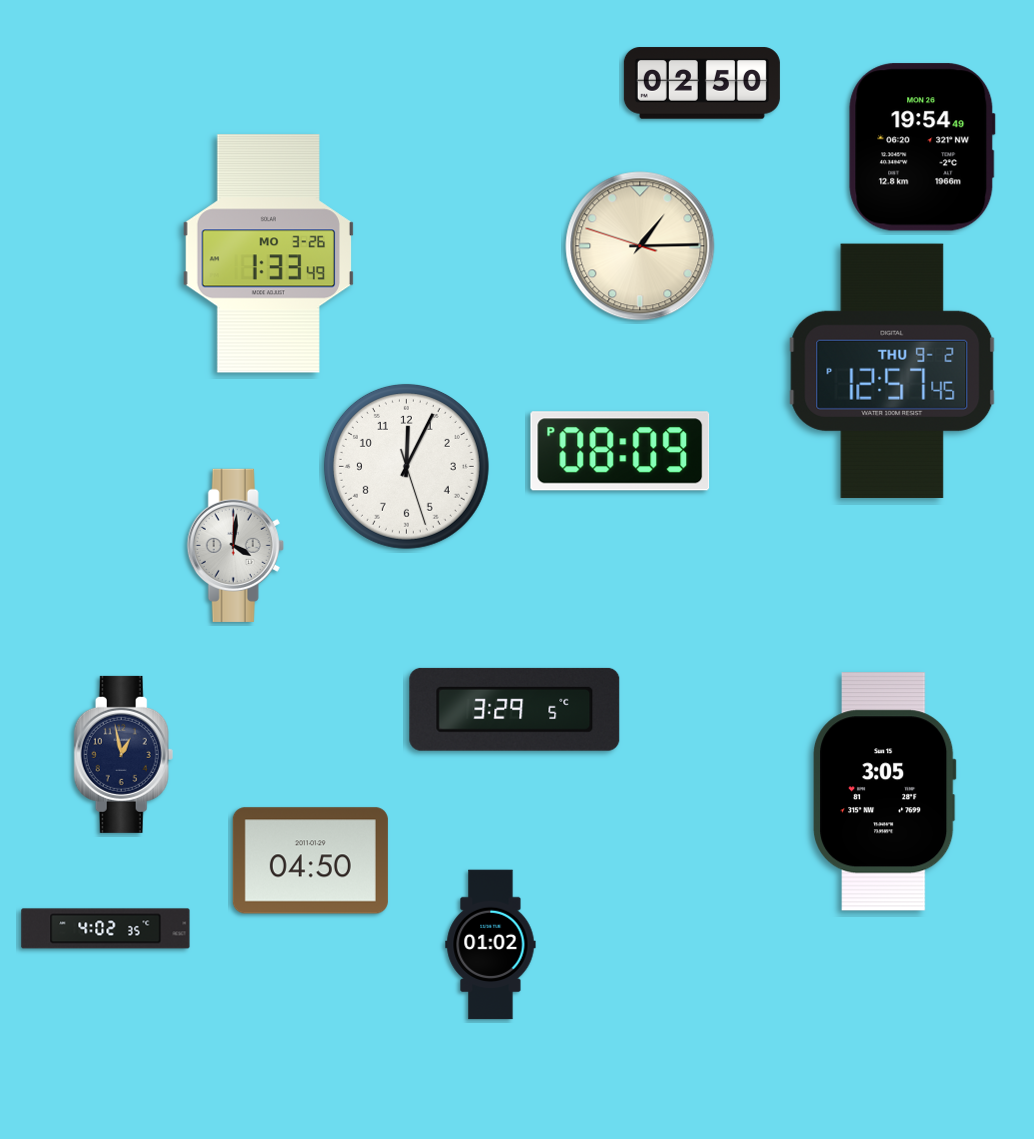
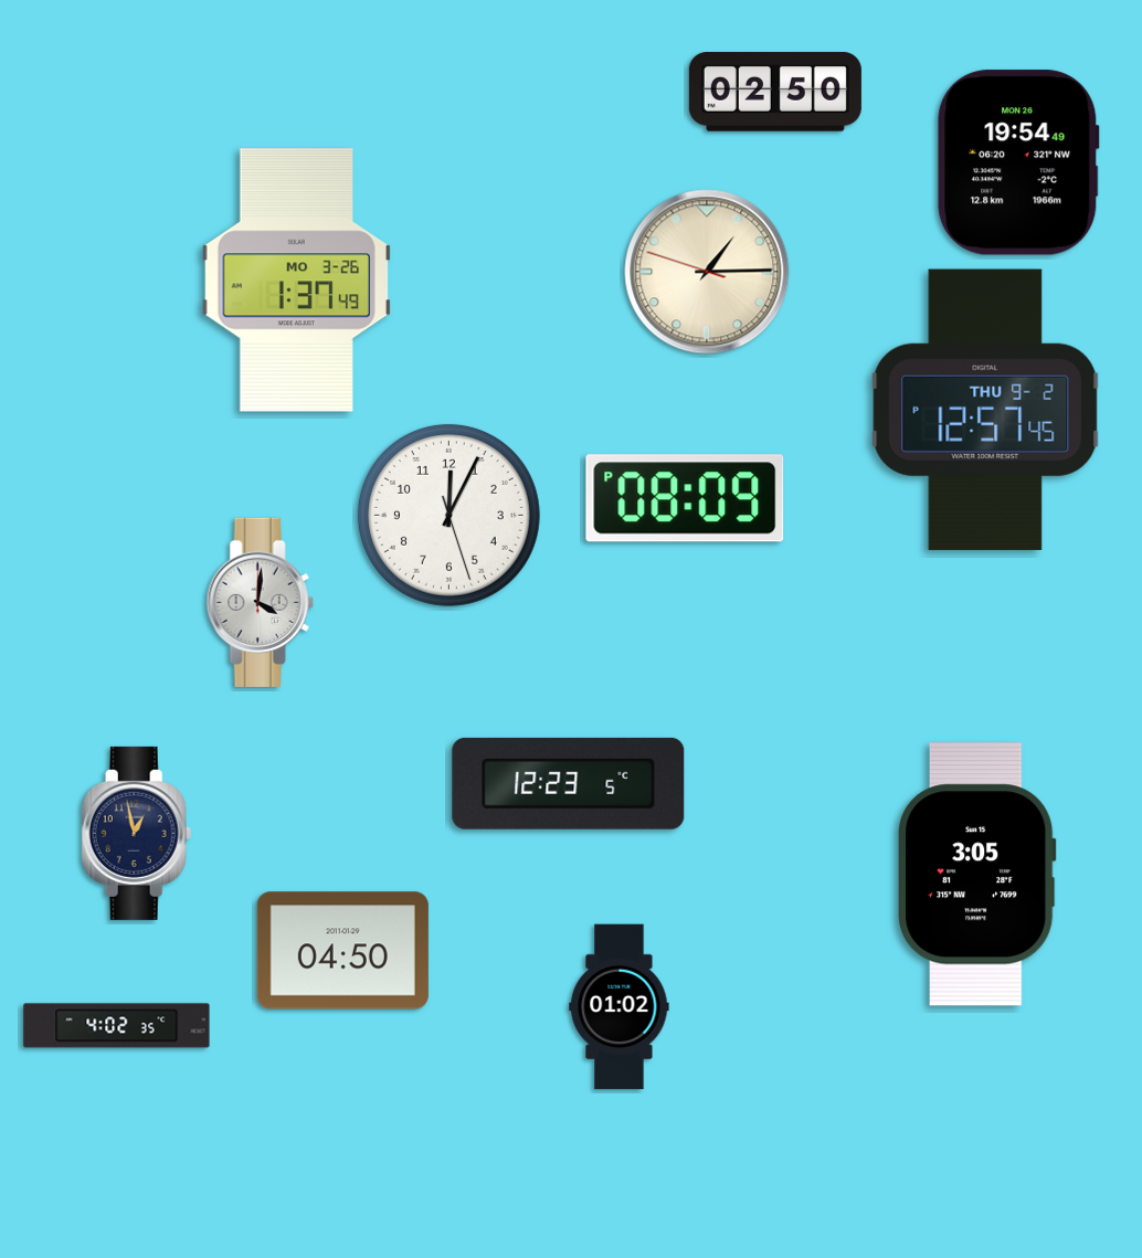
clock at (268, 254): 1:33 -> 1:37
clock at (515, 709): 3:29 -> 12:23
clock at (491, 945) position: (491, 945) -> (620, 1007)
